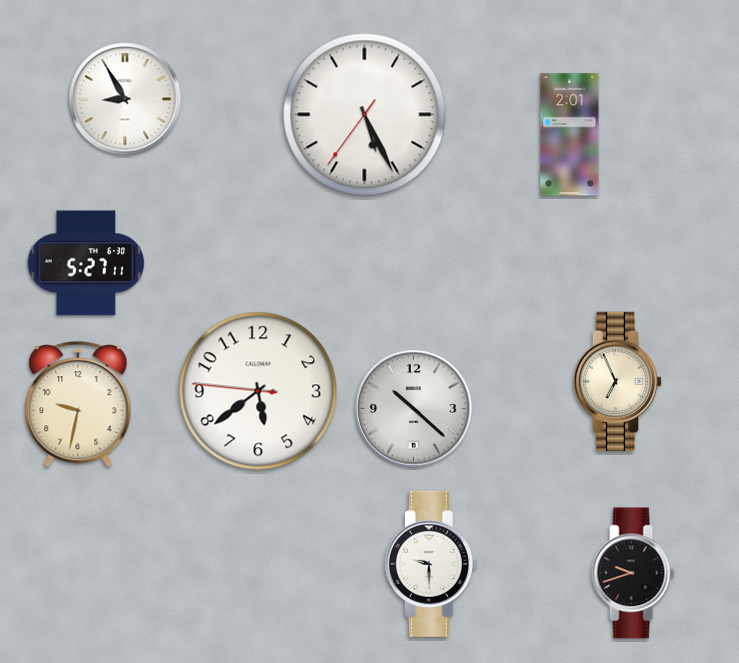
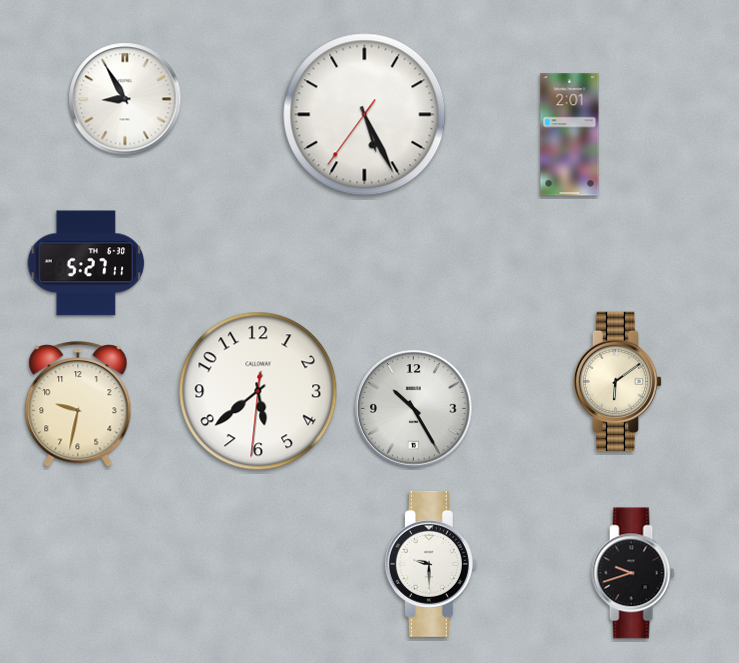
clock at (618, 381): 6:56 -> 6:09
clock at (258, 391): 5:38:46 -> 5:38:31
clock at (414, 409): 10:22 -> 10:25
